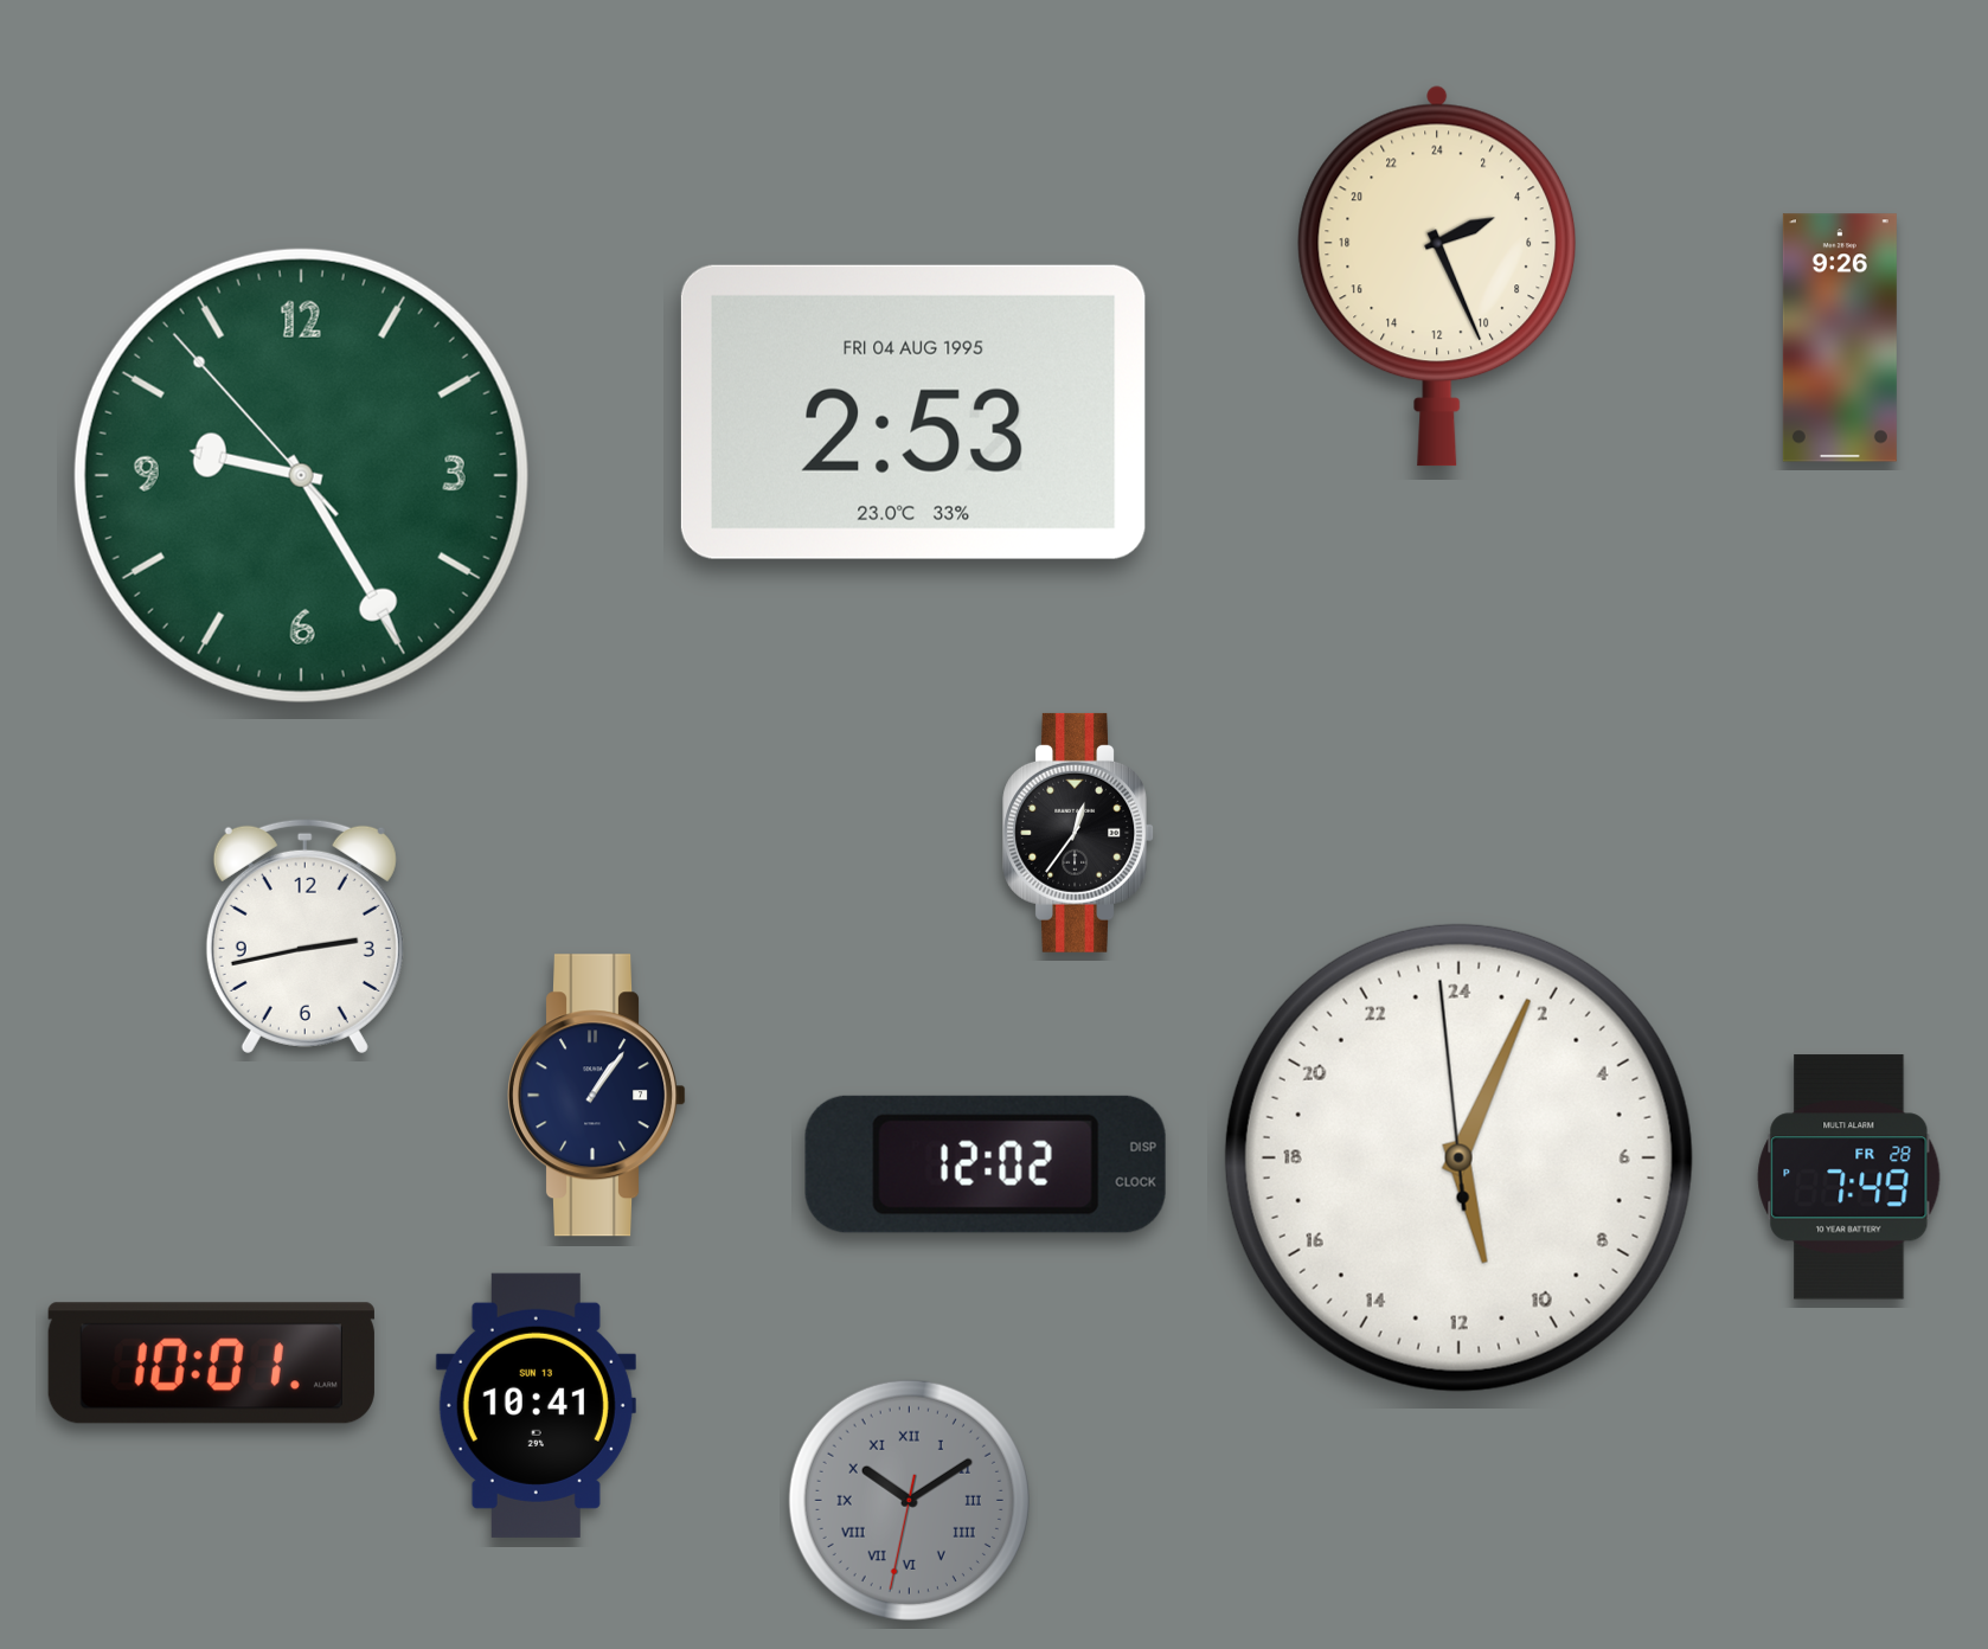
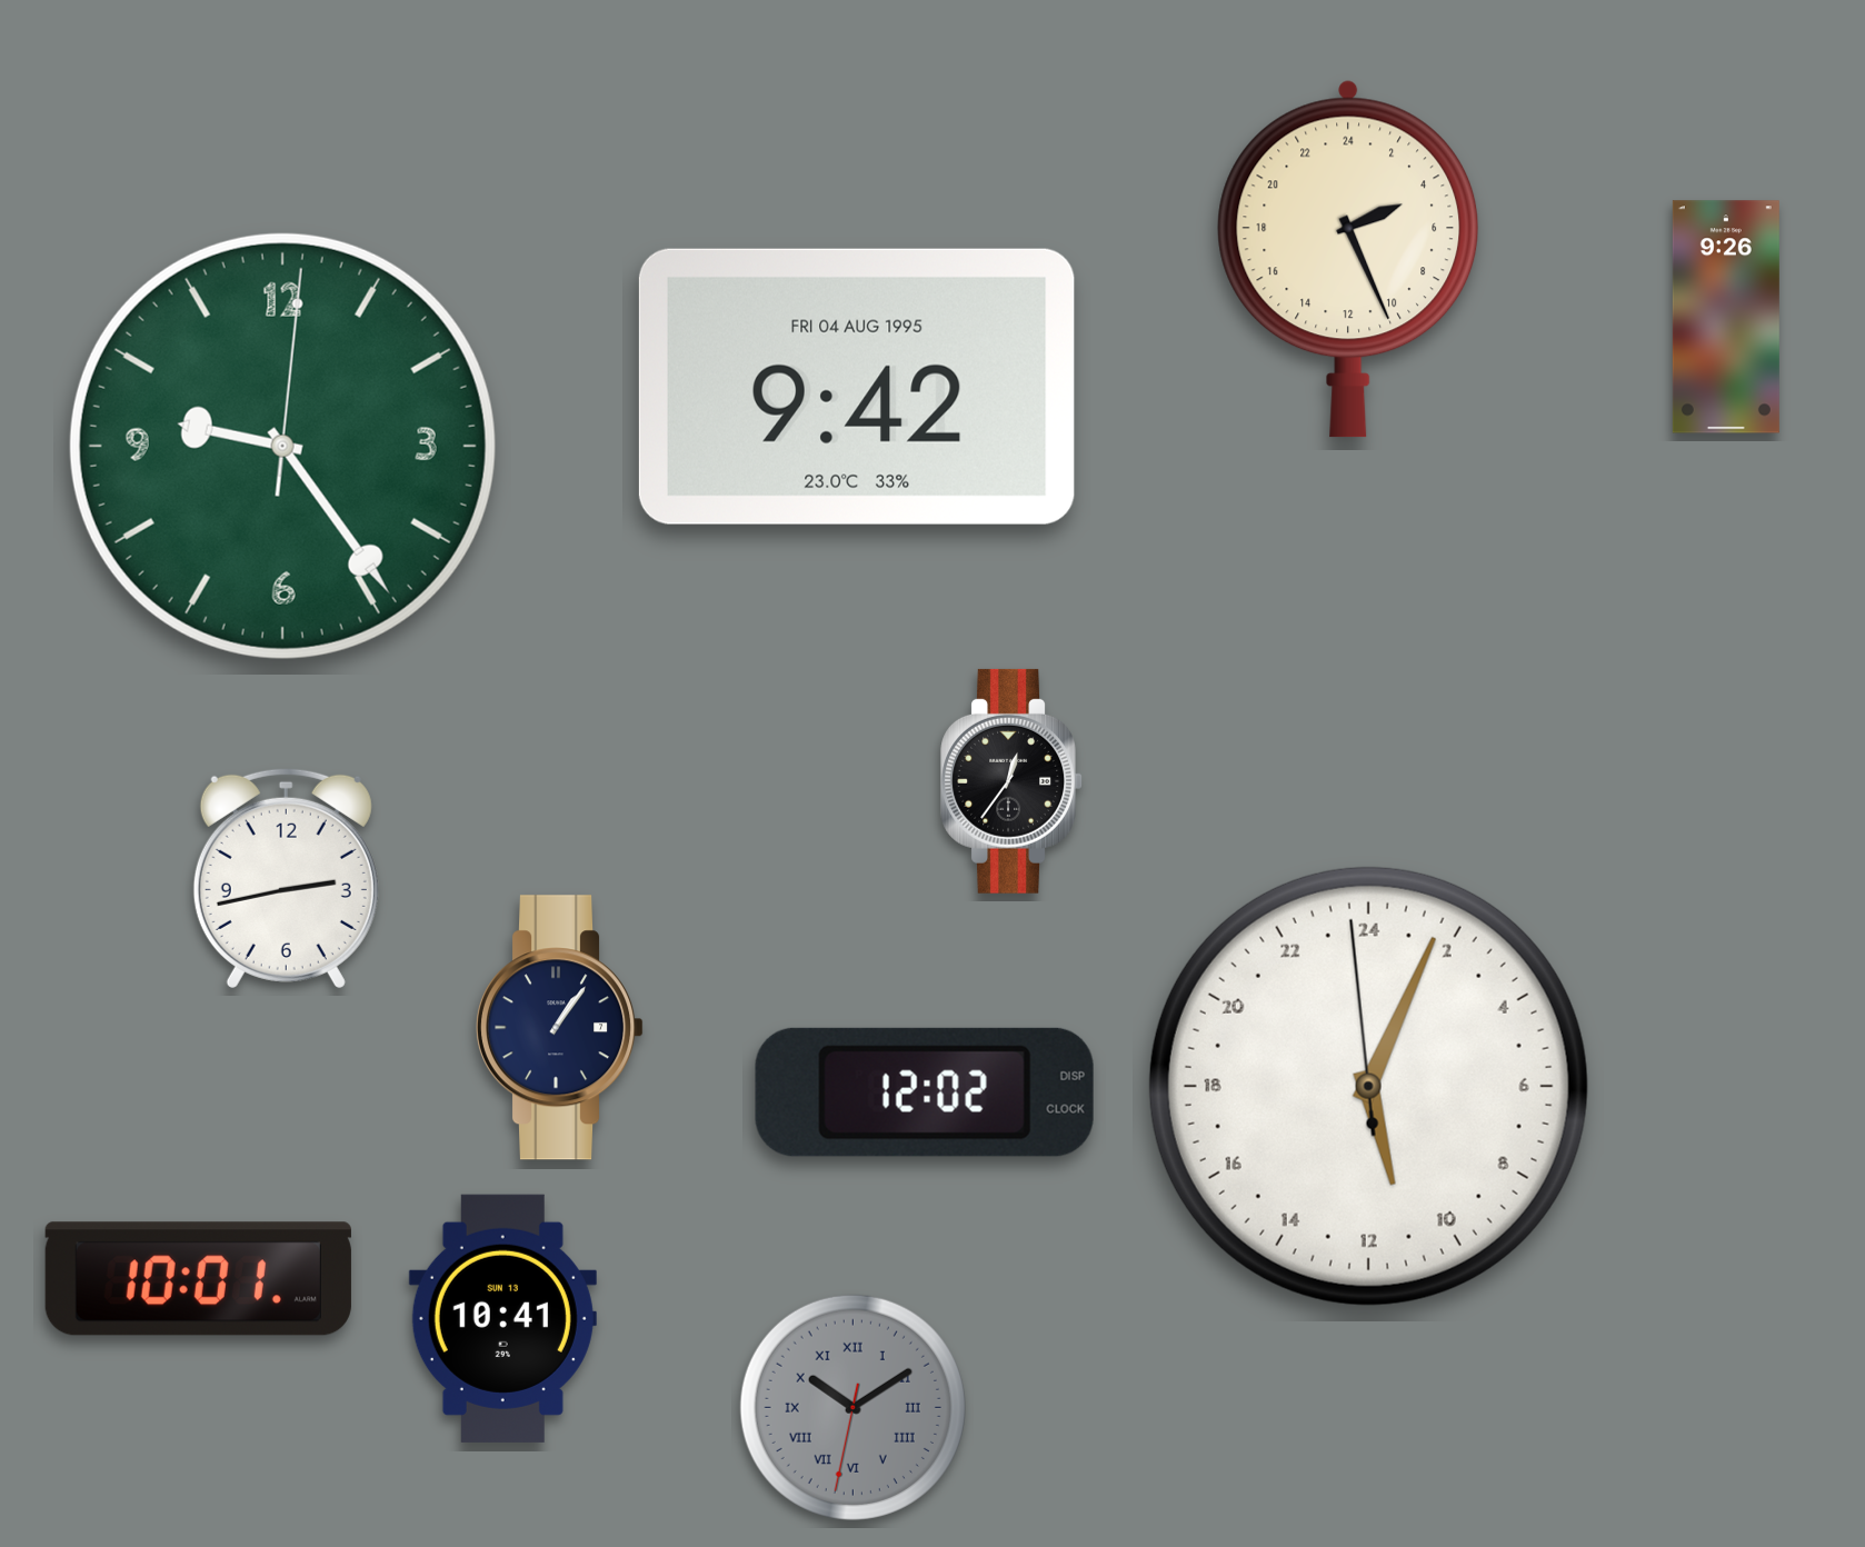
clock at (913, 412): 2:53 -> 9:42
clock at (301, 475): 9:24:53 -> 9:24:01
clock at (1849, 1178): 7:49 -> none
